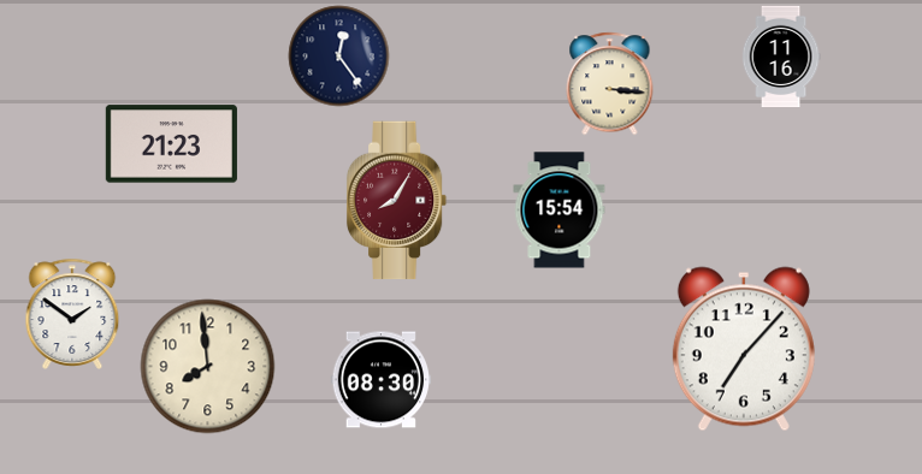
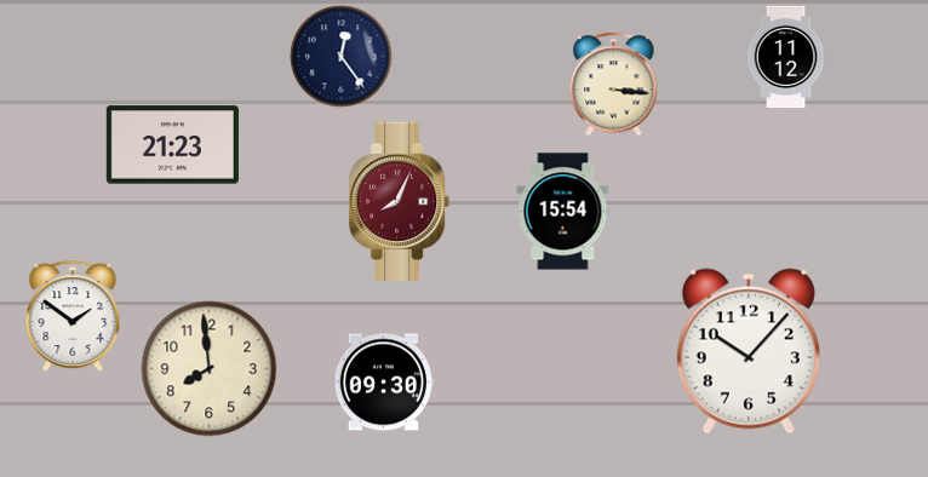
clock at (781, 55): 11:16 -> 11:12
clock at (397, 201): 8:05 -> 8:04
clock at (744, 349): 7:07 -> 10:07
clock at (382, 380): 08:30 -> 09:30
